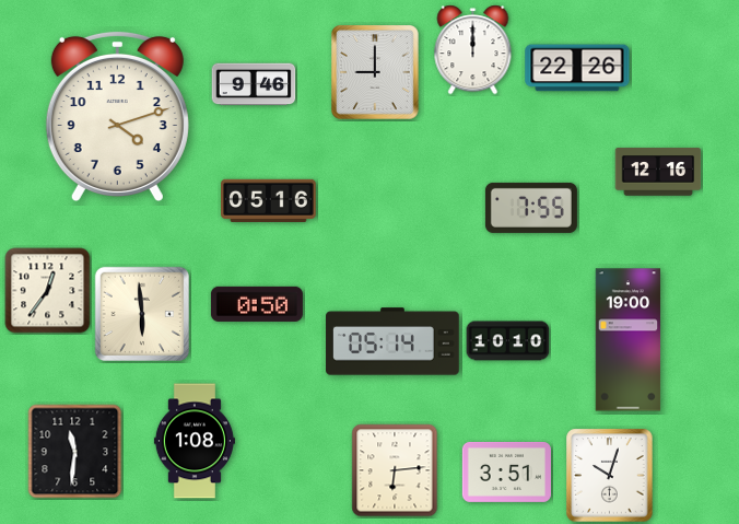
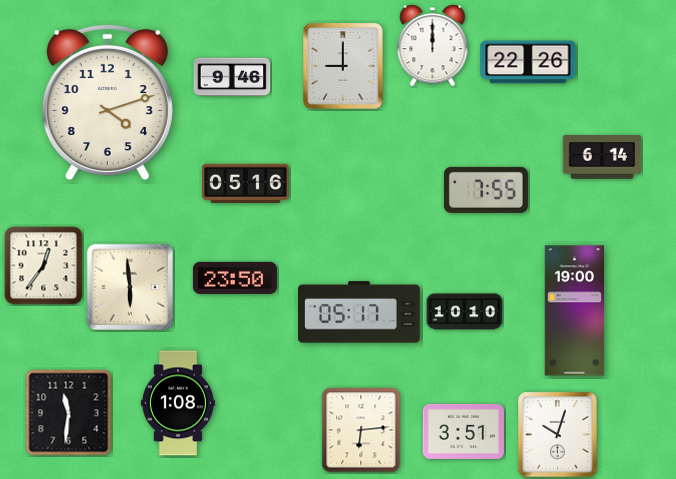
clock at (117, 116) position: (117, 116) -> (107, 102)
clock at (658, 172): 12:16 -> 6:14
clock at (257, 304): 0:50 -> 23:50
clock at (392, 341): 05:14 -> 05:17
